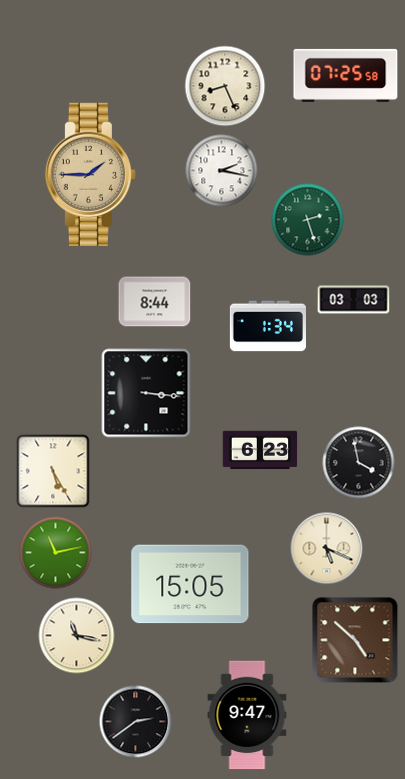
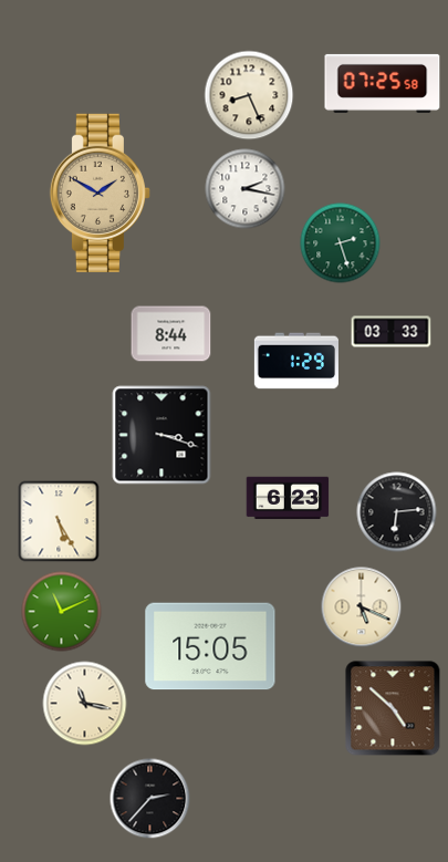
clock at (90, 174): 1:45 -> 1:50
clock at (354, 300): 03:03 -> 03:33
clock at (268, 326): 1:34 -> 1:29
clock at (146, 393): 3:16 -> 3:18
clock at (359, 463): 3:58 -> 6:14
clock at (56, 553): 11:13 -> 11:11
clock at (247, 715): 9:47 -> none
clock at (136, 722): 2:39 -> 2:37
